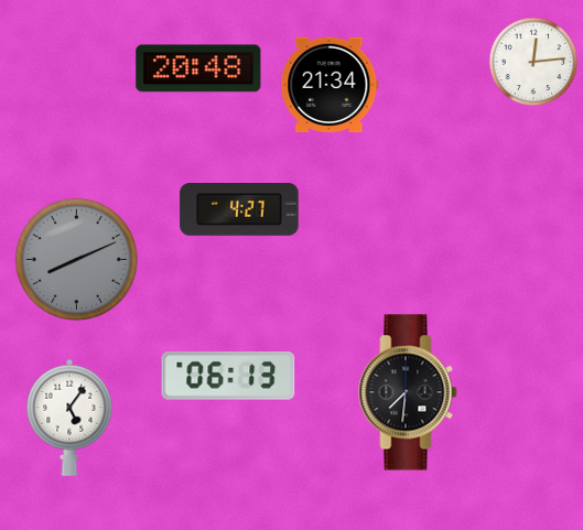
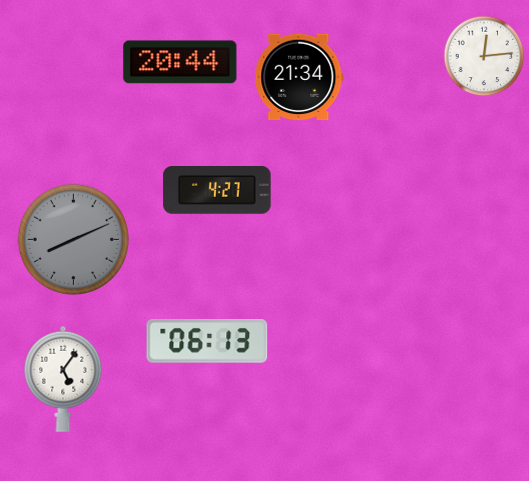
clock at (198, 68): 20:48 -> 20:44
clock at (76, 259) position: (76, 259) -> (73, 239)
clock at (408, 392): 7:31 -> none
